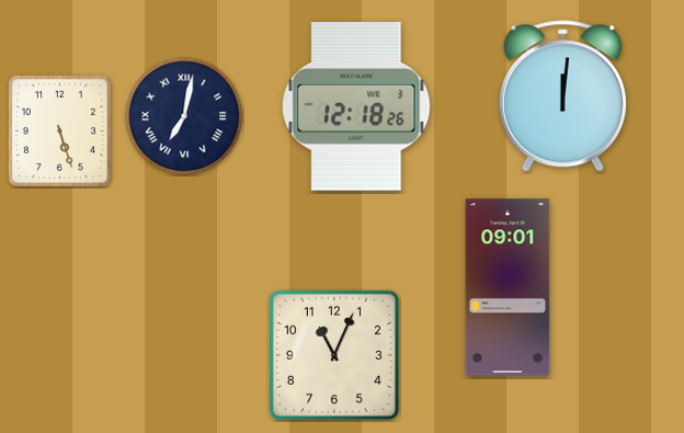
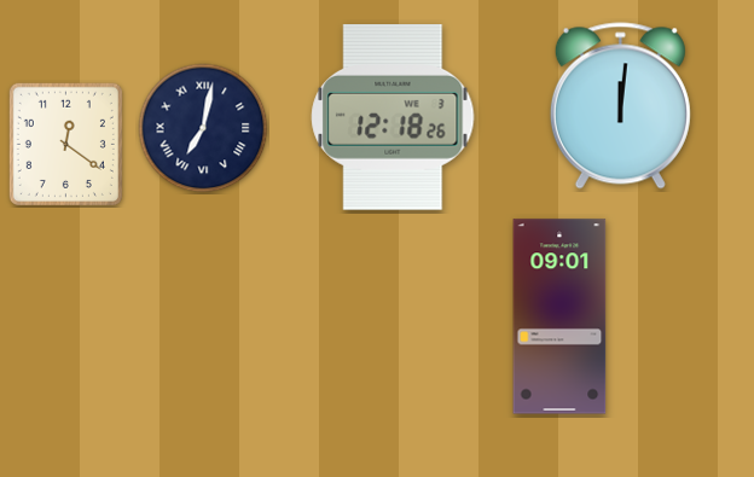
clock at (59, 130): 5:27 -> 12:21
clock at (334, 355): 11:04 -> none
